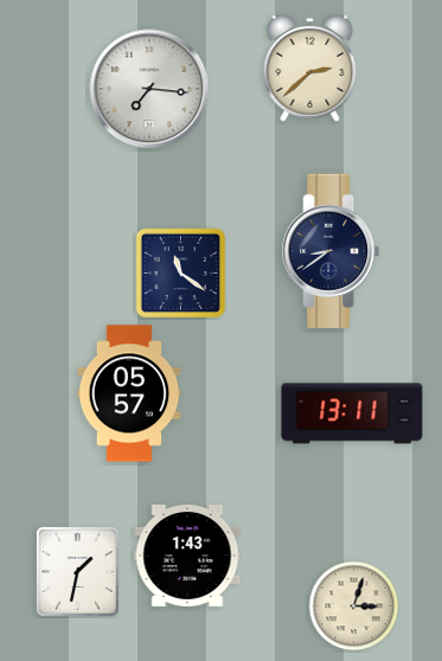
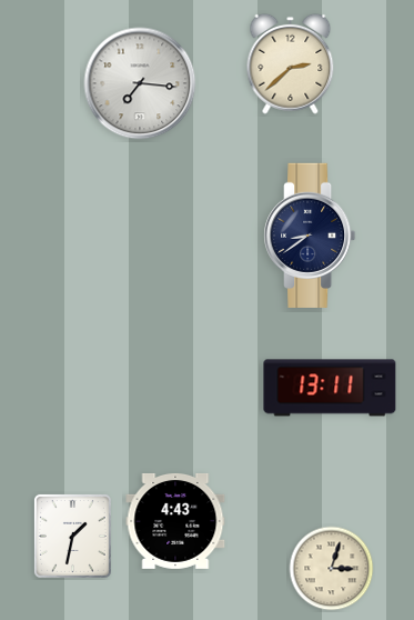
clock at (181, 274): 11:21 -> none
clock at (129, 393): 05:57 -> none
clock at (187, 556): 1:43 -> 4:43
